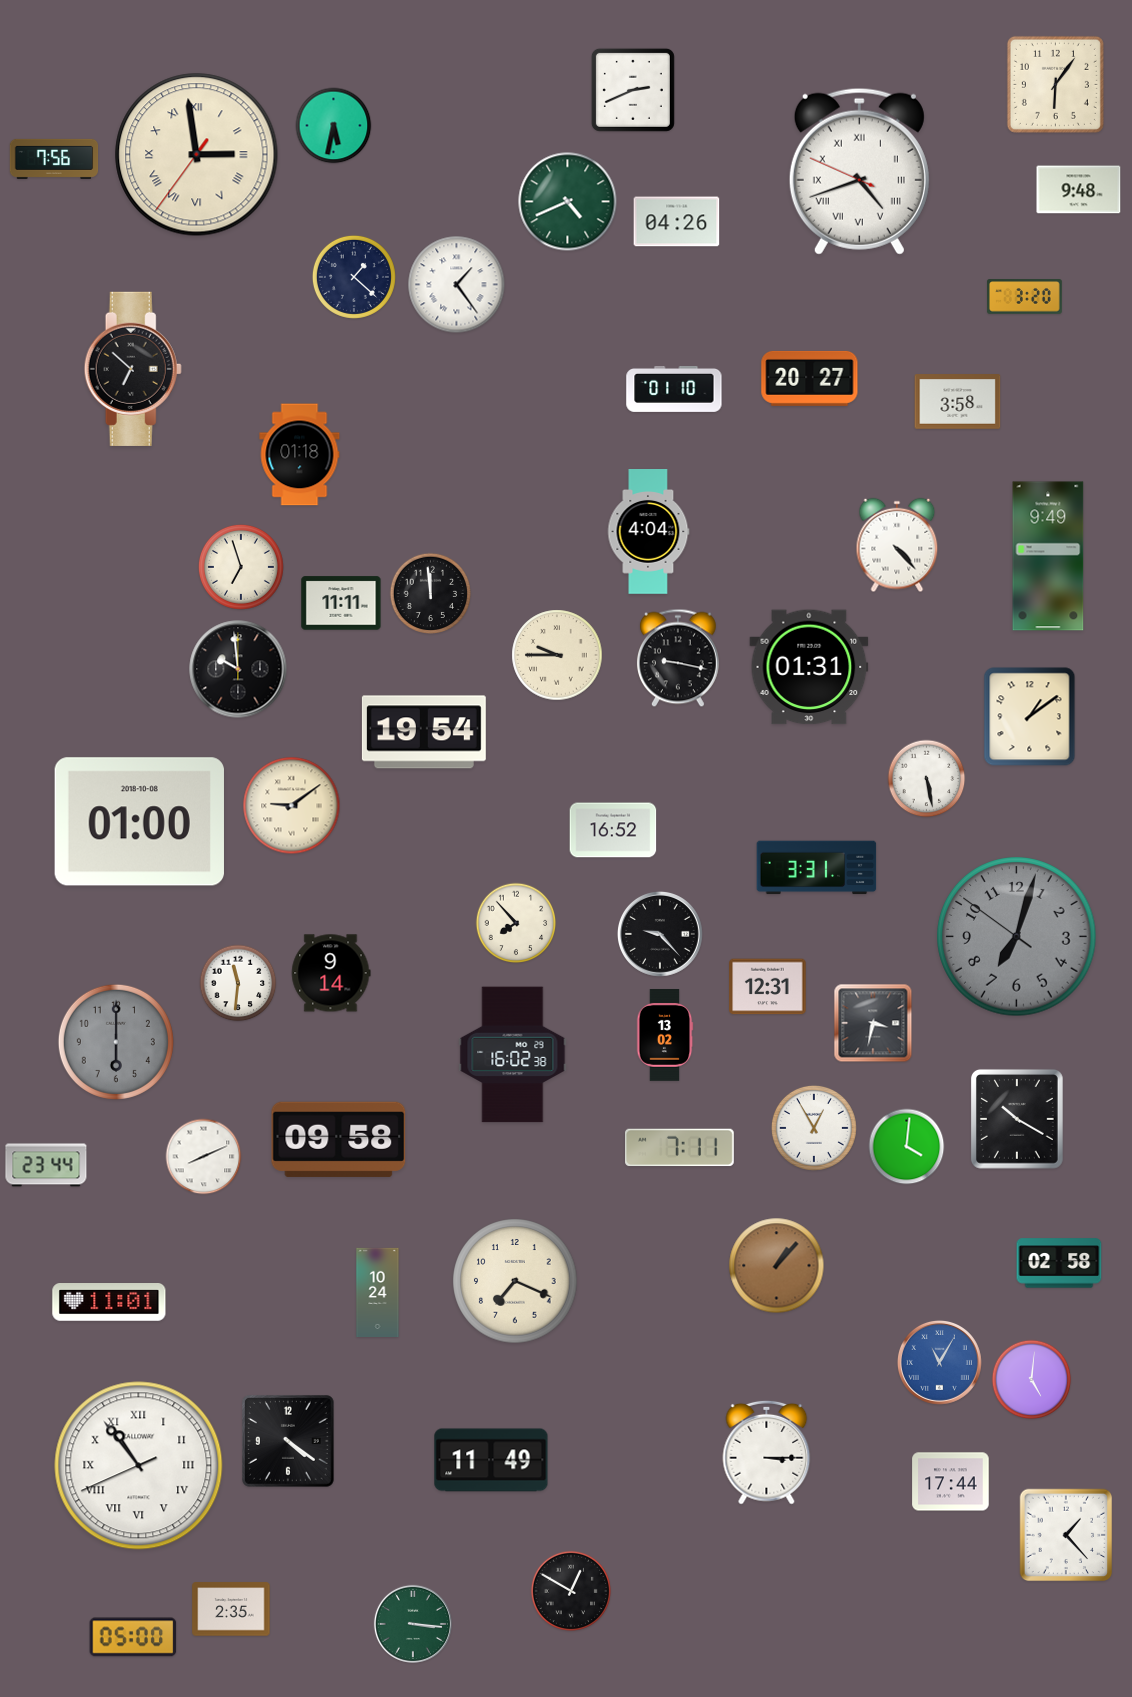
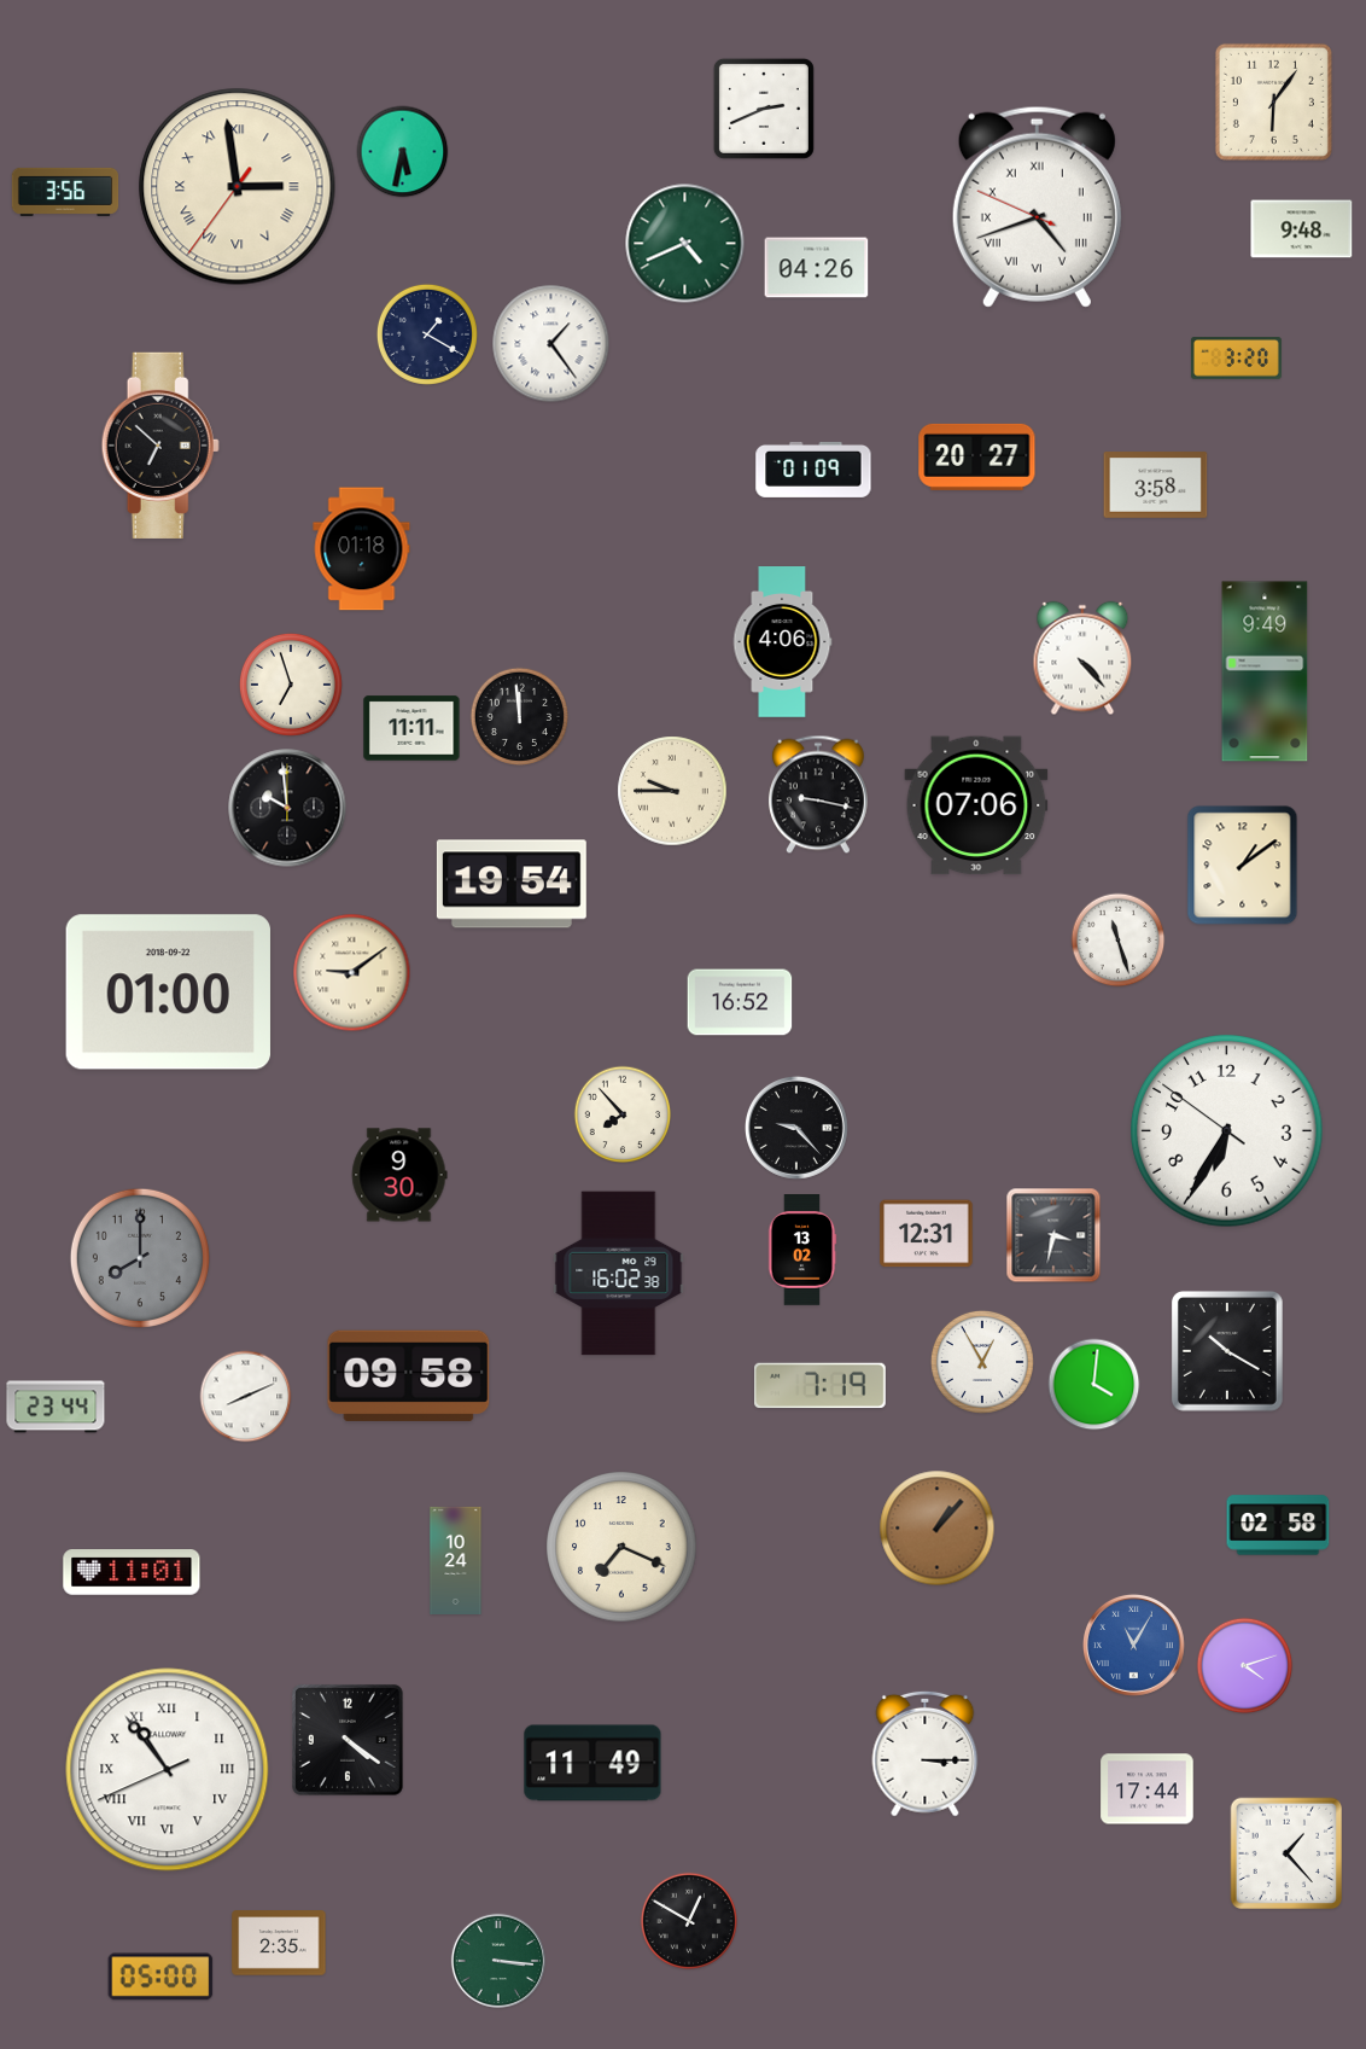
clock at (54, 159): 7:56 -> 3:56
clock at (354, 277): 1:22 -> 1:20
clock at (674, 389): 01:10 -> 01:09
clock at (648, 532): 4:04 -> 4:06
clock at (809, 667): 01:31 -> 07:06
clock at (927, 779): 5:28 -> 11:27
clock at (139, 822) date: 2018-10-08 -> 2018-09-22
clock at (817, 868): 3:31 -> none
clock at (1017, 937): 7:02 -> 6:34
clock at (1017, 937) dial: grey -> white
clock at (331, 973): 9:14 -> 9:30
clock at (238, 983): 11:31 -> none
clock at (768, 987) position: (768, 987) -> (927, 1234)
clock at (116, 1042): 6:00 -> 8:00
clock at (680, 1148): 7:11 -> 7:19
clock at (1032, 1380): 5:01 -> 4:12
